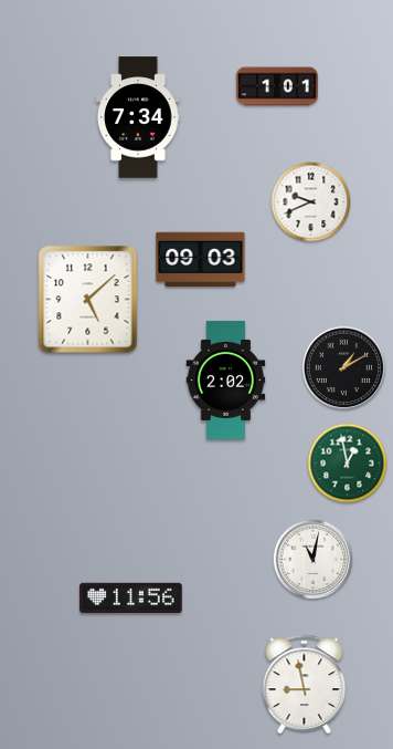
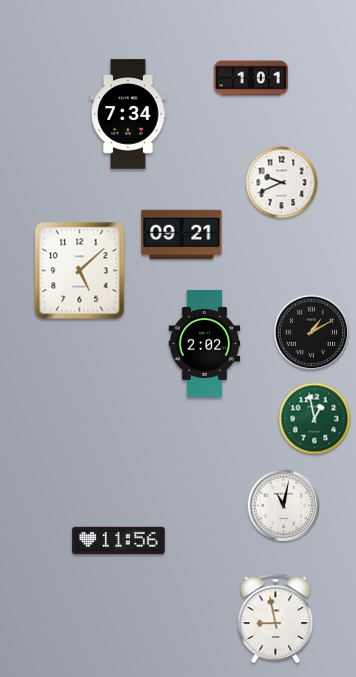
clock at (138, 117) position: (138, 117) -> (128, 114)
clock at (201, 260): 09:03 -> 09:21
